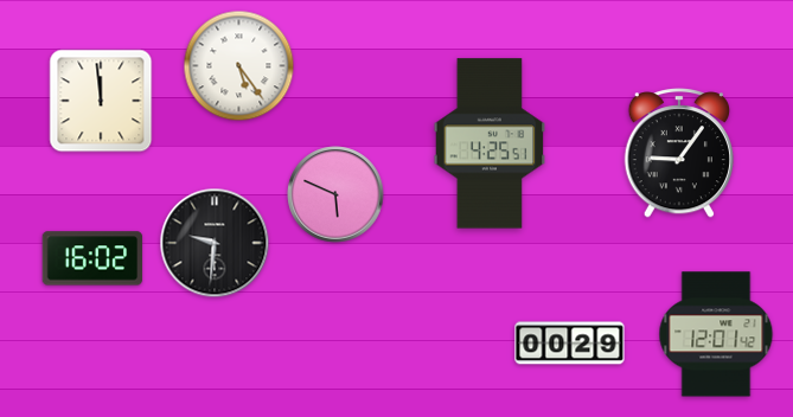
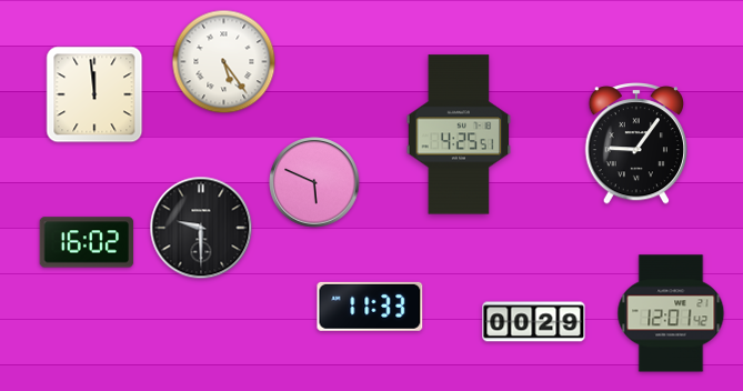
clock at (215, 243): 9:31 -> 9:30
clock at (370, 307): none -> 11:33
